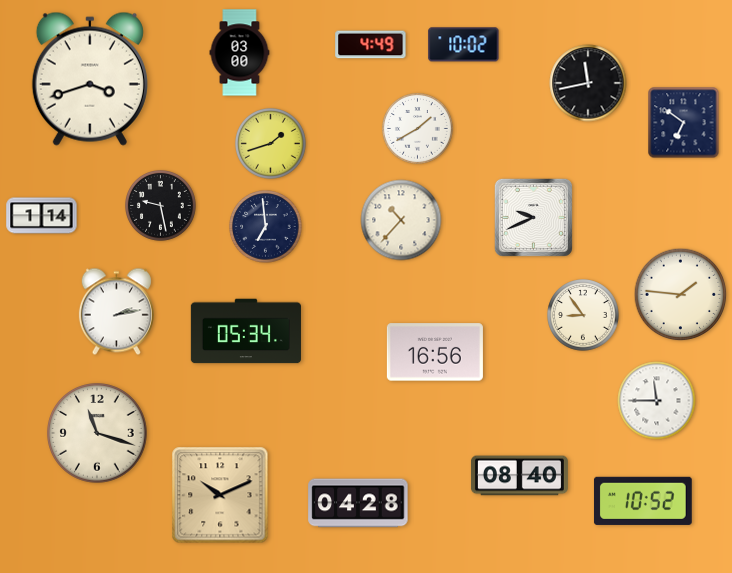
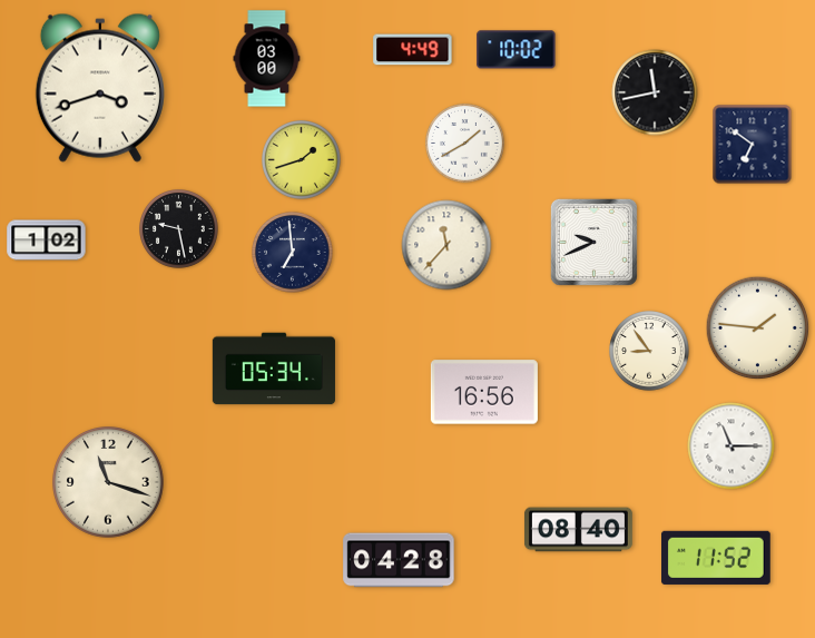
clock at (684, 123) position: (684, 123) -> (753, 145)
clock at (42, 216): 1:14 -> 1:02
clock at (401, 220): 10:37 -> 11:37
clock at (266, 227) position: (266, 227) -> (293, 253)
clock at (116, 312): 2:13 -> none
clock at (657, 401): 11:45 -> 11:15
clock at (220, 495): 10:11 -> none
clock at (643, 501): 10:52 -> 11:52
